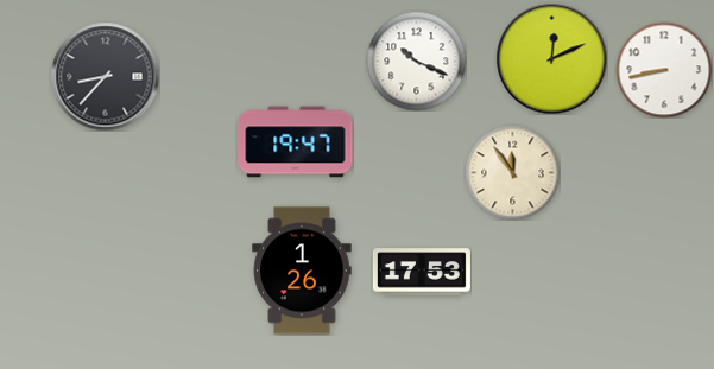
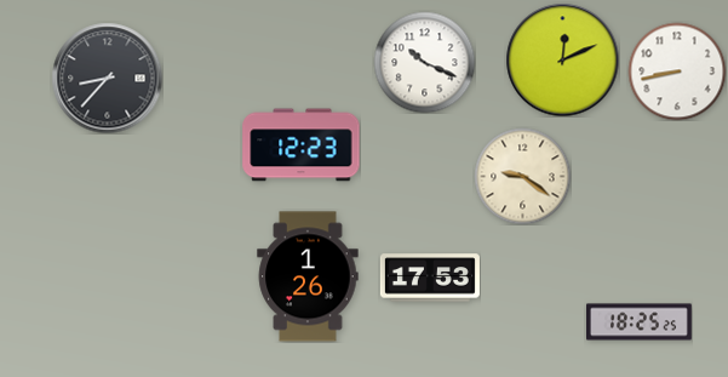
clock at (296, 142): 19:47 -> 12:23
clock at (512, 172): 11:54 -> 9:21
clock at (640, 322): none -> 18:25
